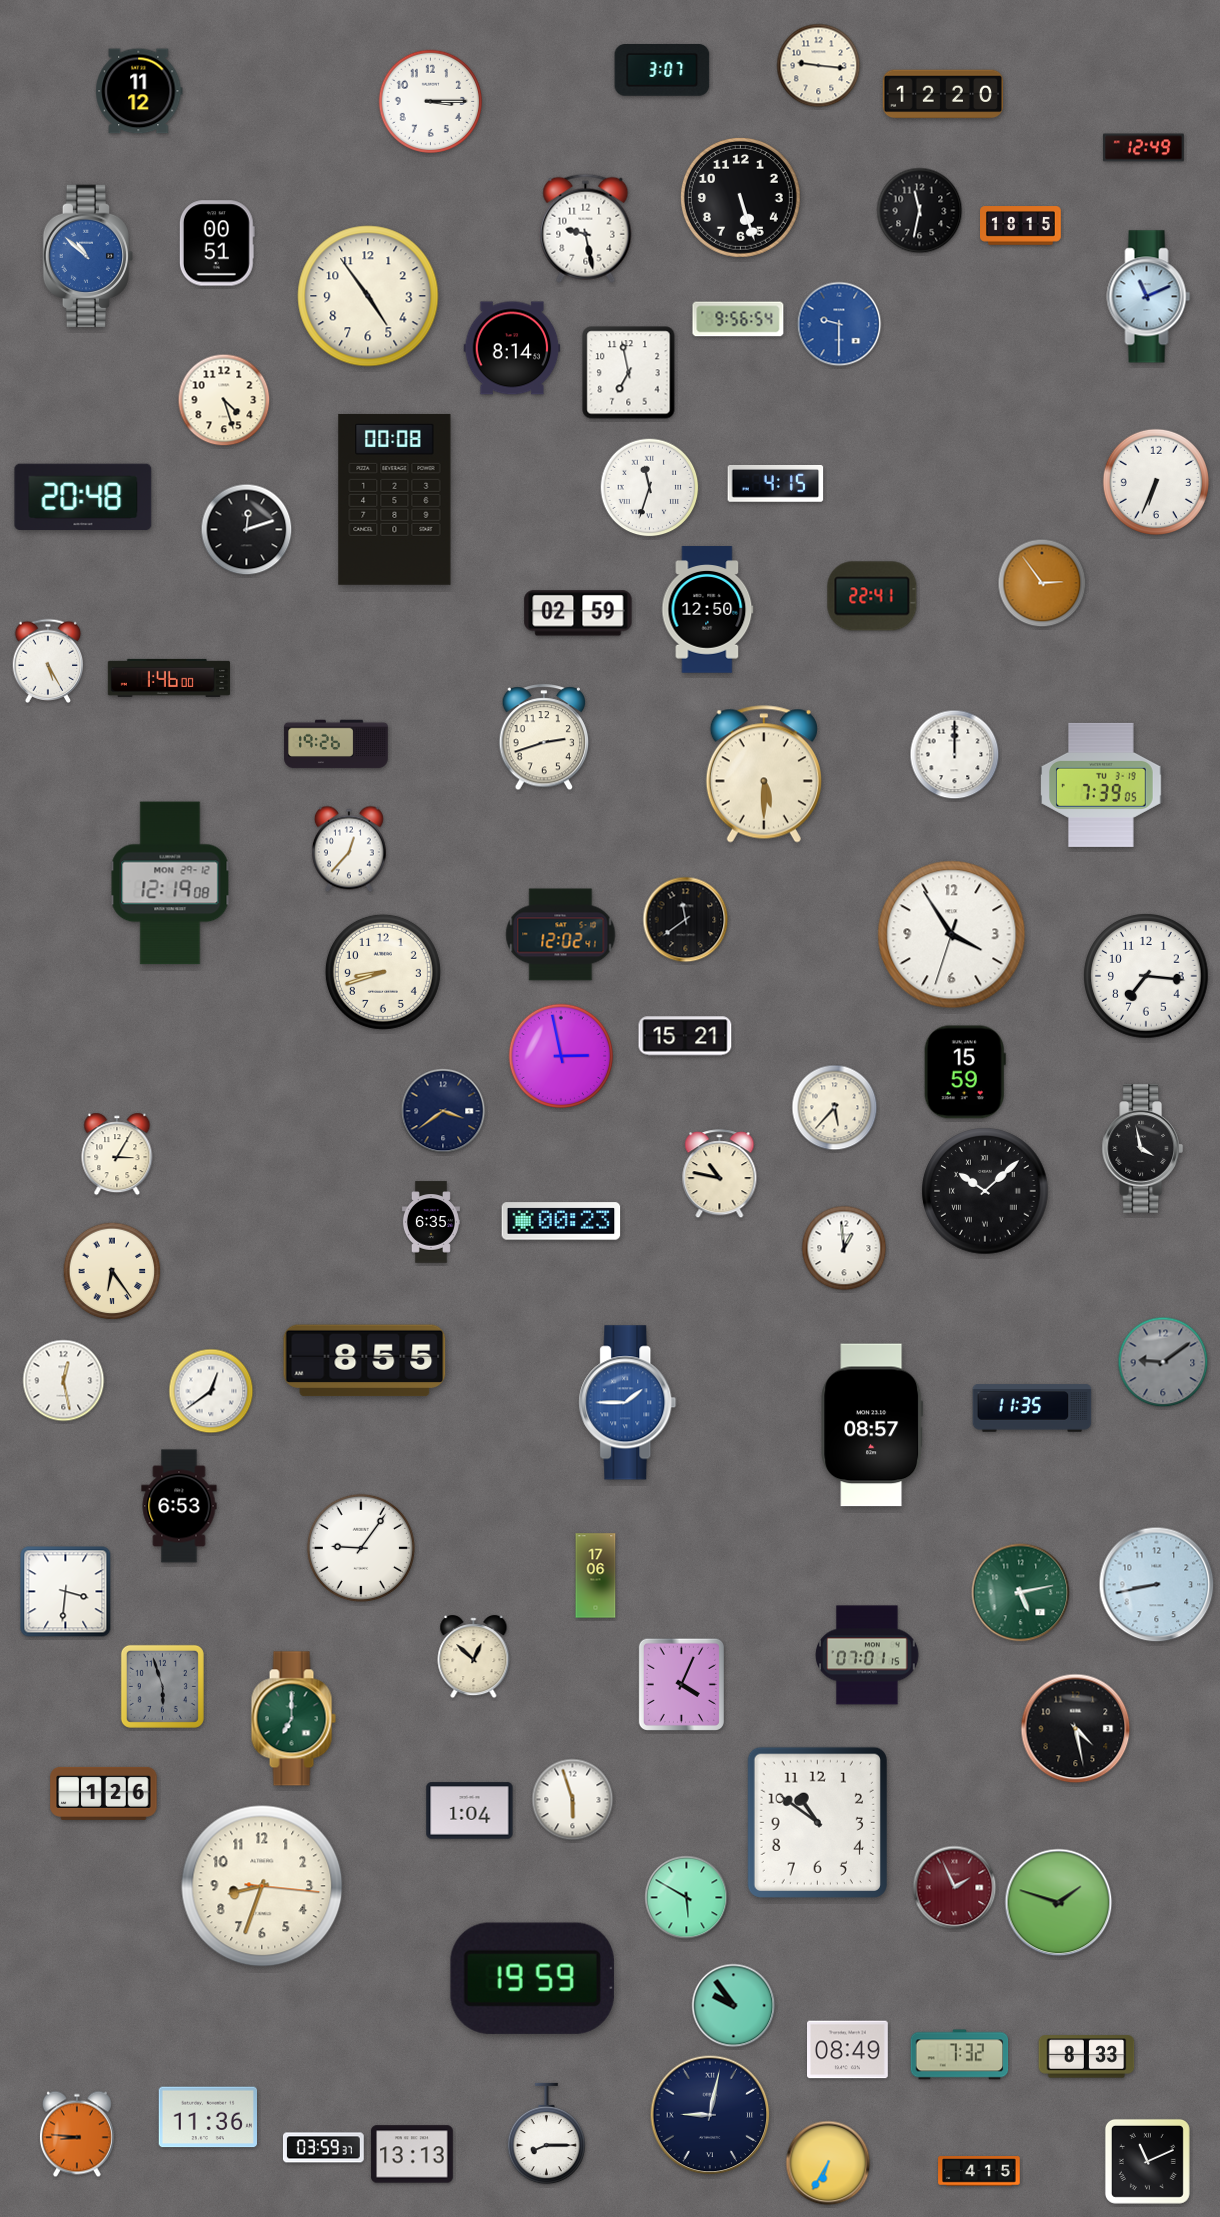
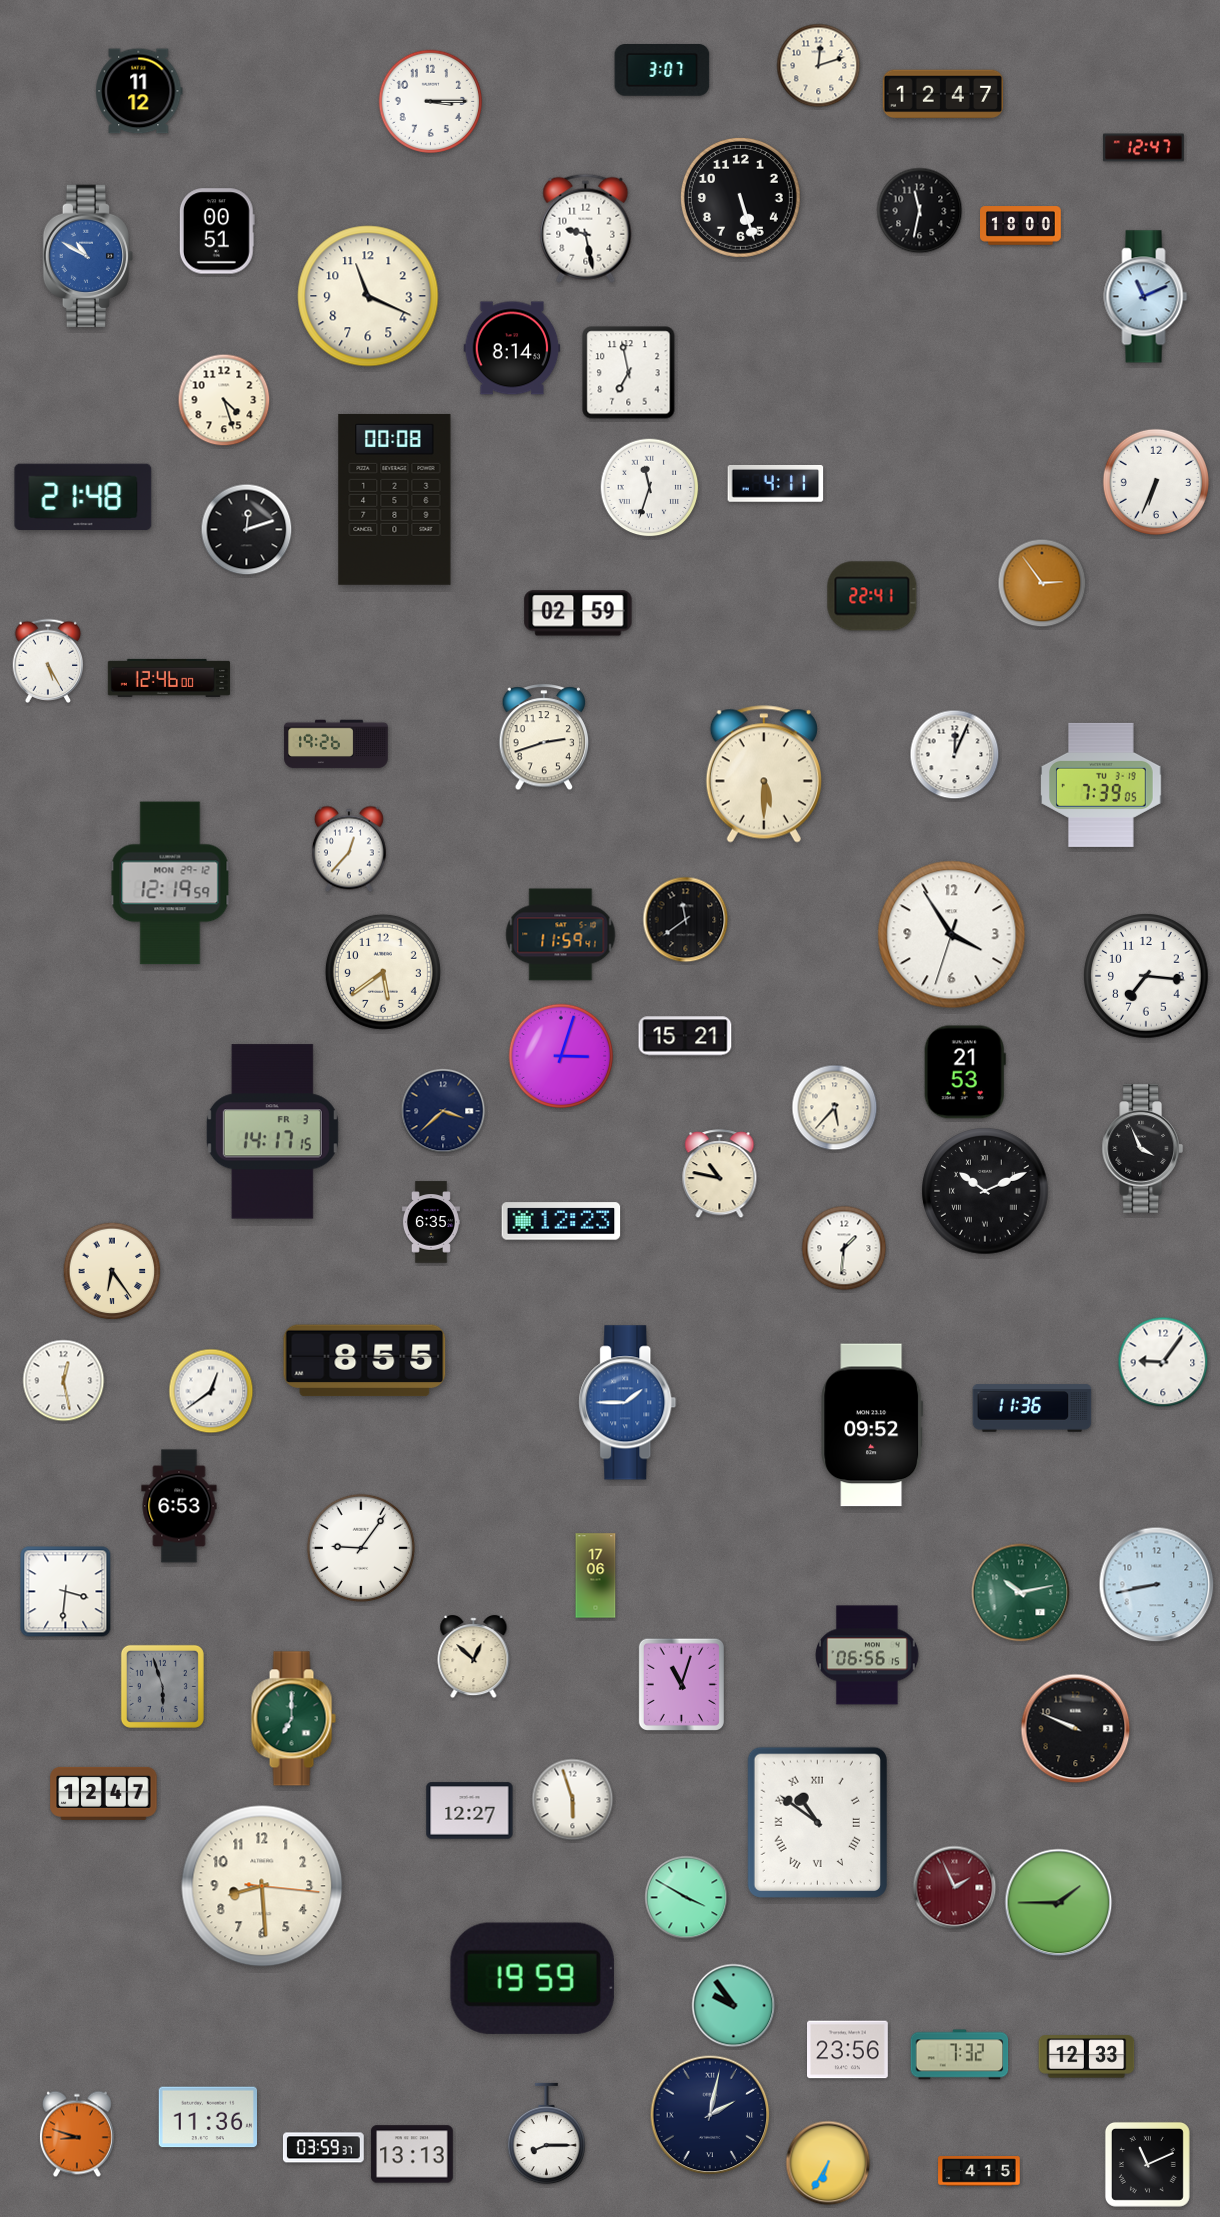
clock at (819, 66): 9:16 -> 12:12
clock at (943, 94): 12:20 -> 12:47
clock at (1144, 148): 12:49 -> 12:47
clock at (1021, 226): 18:15 -> 18:00
clock at (217, 243) position: (217, 243) -> (217, 231)
clock at (88, 256): 10:52 -> 10:50
clock at (368, 296): 4:54 -> 11:19
clock at (1149, 297) position: (1149, 297) -> (1146, 297)
clock at (738, 319): 9:56 -> none
clock at (839, 324): 9:30 -> none
clock at (776, 483): 4:15 -> 4:11
clock at (83, 496): 20:48 -> 21:48
clock at (708, 610): 12:50 -> none
clock at (169, 678): 1:46 -> 12:46
clock at (955, 755): 12:00 -> 12:04
clock at (170, 883): 12:19:08 -> 12:19:59
clock at (561, 935): 12:02 -> 11:59
clock at (383, 972): 8:42 -> 5:39
clock at (560, 1055): 2:58 -> 3:03
clock at (965, 1072): 15:59 -> 21:53
clock at (443, 1111): 3:39 -> 3:38
clock at (272, 1132): none -> 14:17
clock at (1142, 1149): 3:58 -> 3:56
clock at (117, 1154): 3:05 -> none
clock at (985, 1191): 10:08 -> 10:11
clock at (561, 1221): 00:23 -> 12:23
clock at (844, 1248): 12:59 -> 1:31
clock at (1163, 1362): 9:09 -> 9:06
clock at (1163, 1362) dial: grey -> white
clock at (1032, 1408): 11:35 -> 11:36
clock at (872, 1425): 08:57 -> 09:52
clock at (1021, 1593): 5:13 -> 10:13
clock at (867, 1655): 07:01 -> 06:56
clock at (681, 1684): 4:04 -> 11:03
clock at (1076, 1729): 4:28 -> 9:49
clock at (104, 1793): 1:26 -> 12:47
clock at (470, 1811): 1:04 -> 12:27
clock at (817, 1822) numerals: Arabic -> Roman
clock at (262, 1886): 8:33 -> 8:29
clock at (687, 1898): 5:50 -> 3:50
clock at (1059, 1903): 1:48 -> 1:45
clock at (848, 2050): 08:49 -> 23:56
clock at (1087, 2057): 8:33 -> 12:33
clock at (710, 2115): 9:02 -> 2:02
clock at (77, 2134): 8:46 -> 8:48
clock at (1147, 2161) position: (1147, 2161) -> (1147, 2164)
